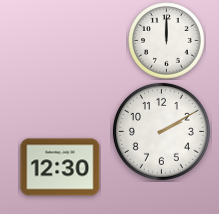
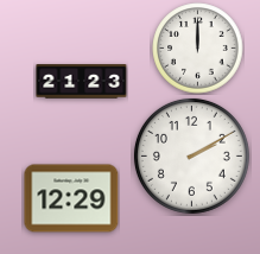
clock at (82, 82): none -> 21:23
clock at (60, 167): 12:30 -> 12:29
